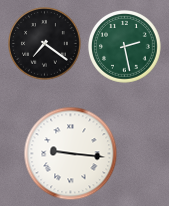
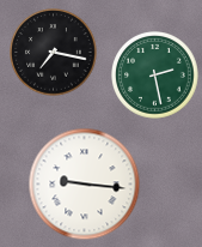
clock at (45, 44): 7:21 -> 7:17
clock at (125, 47) position: (125, 47) -> (155, 76)
